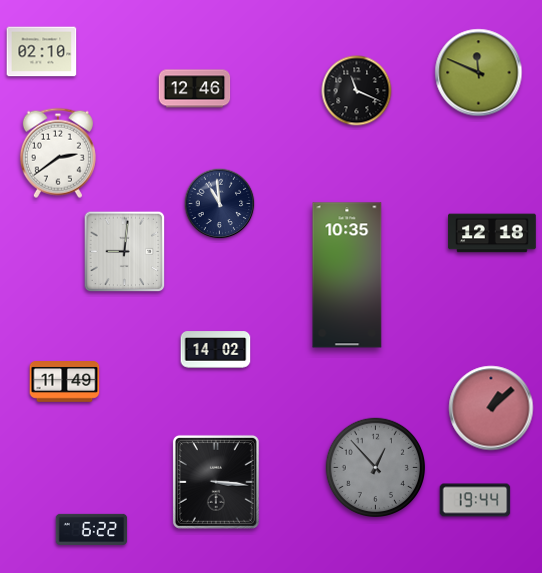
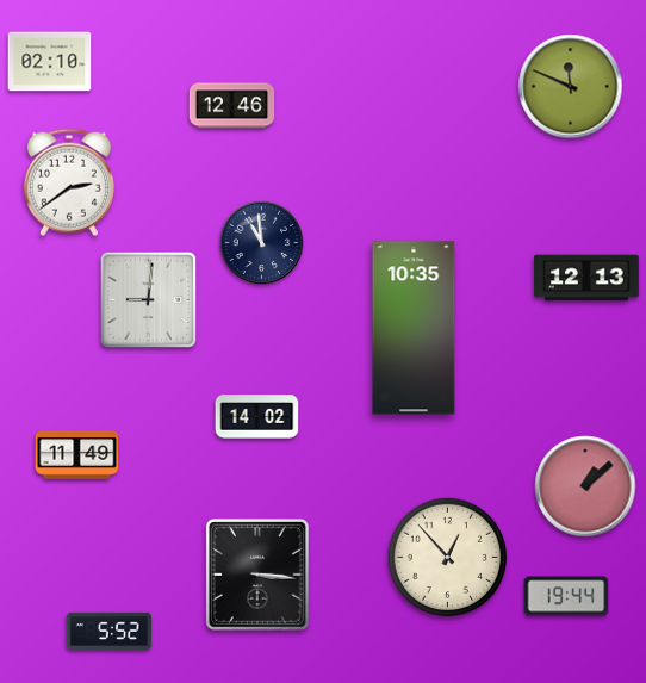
clock at (357, 91): 11:19 -> none
clock at (492, 233): 12:18 -> 12:13
clock at (375, 467) dial: grey -> cream
clock at (92, 529): 6:22 -> 5:52
